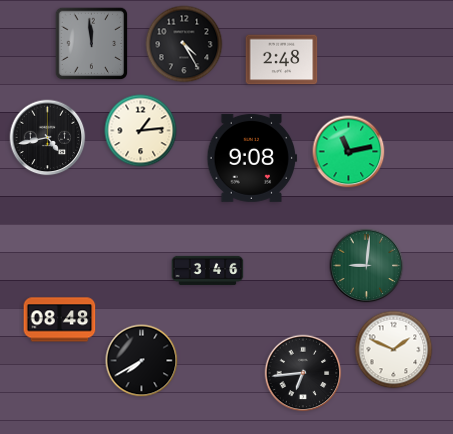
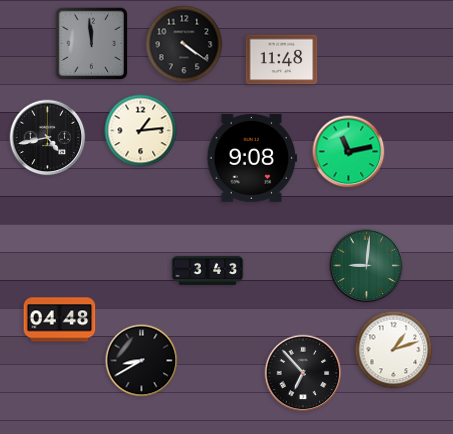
clock at (184, 44): 4:25 -> 4:21
clock at (282, 60): 2:48 -> 11:48
clock at (208, 270): 3:46 -> 3:43
clock at (60, 320): 08:48 -> 04:48
clock at (394, 350): 1:49 -> 1:12
clock at (142, 361): 7:40 -> 8:40
clock at (303, 373): 6:44 -> 6:53
